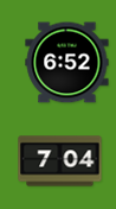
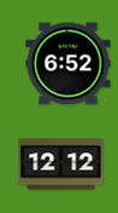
clock at (60, 161): 7:04 -> 12:12
